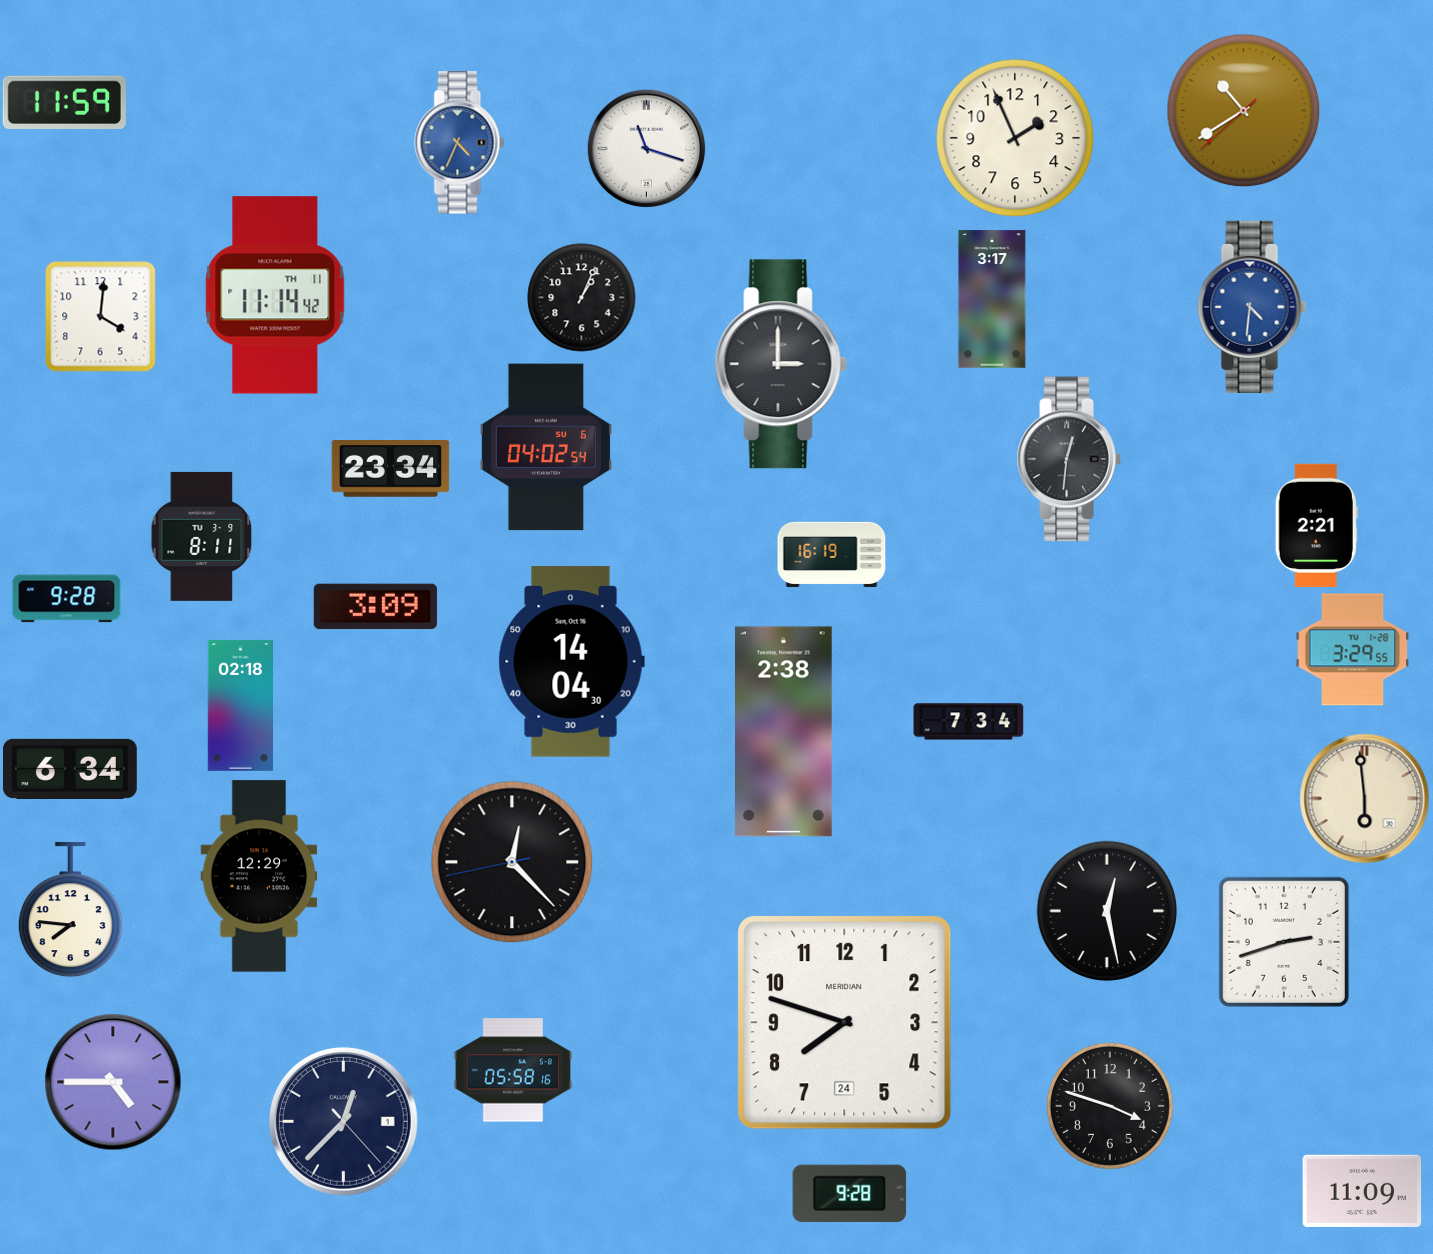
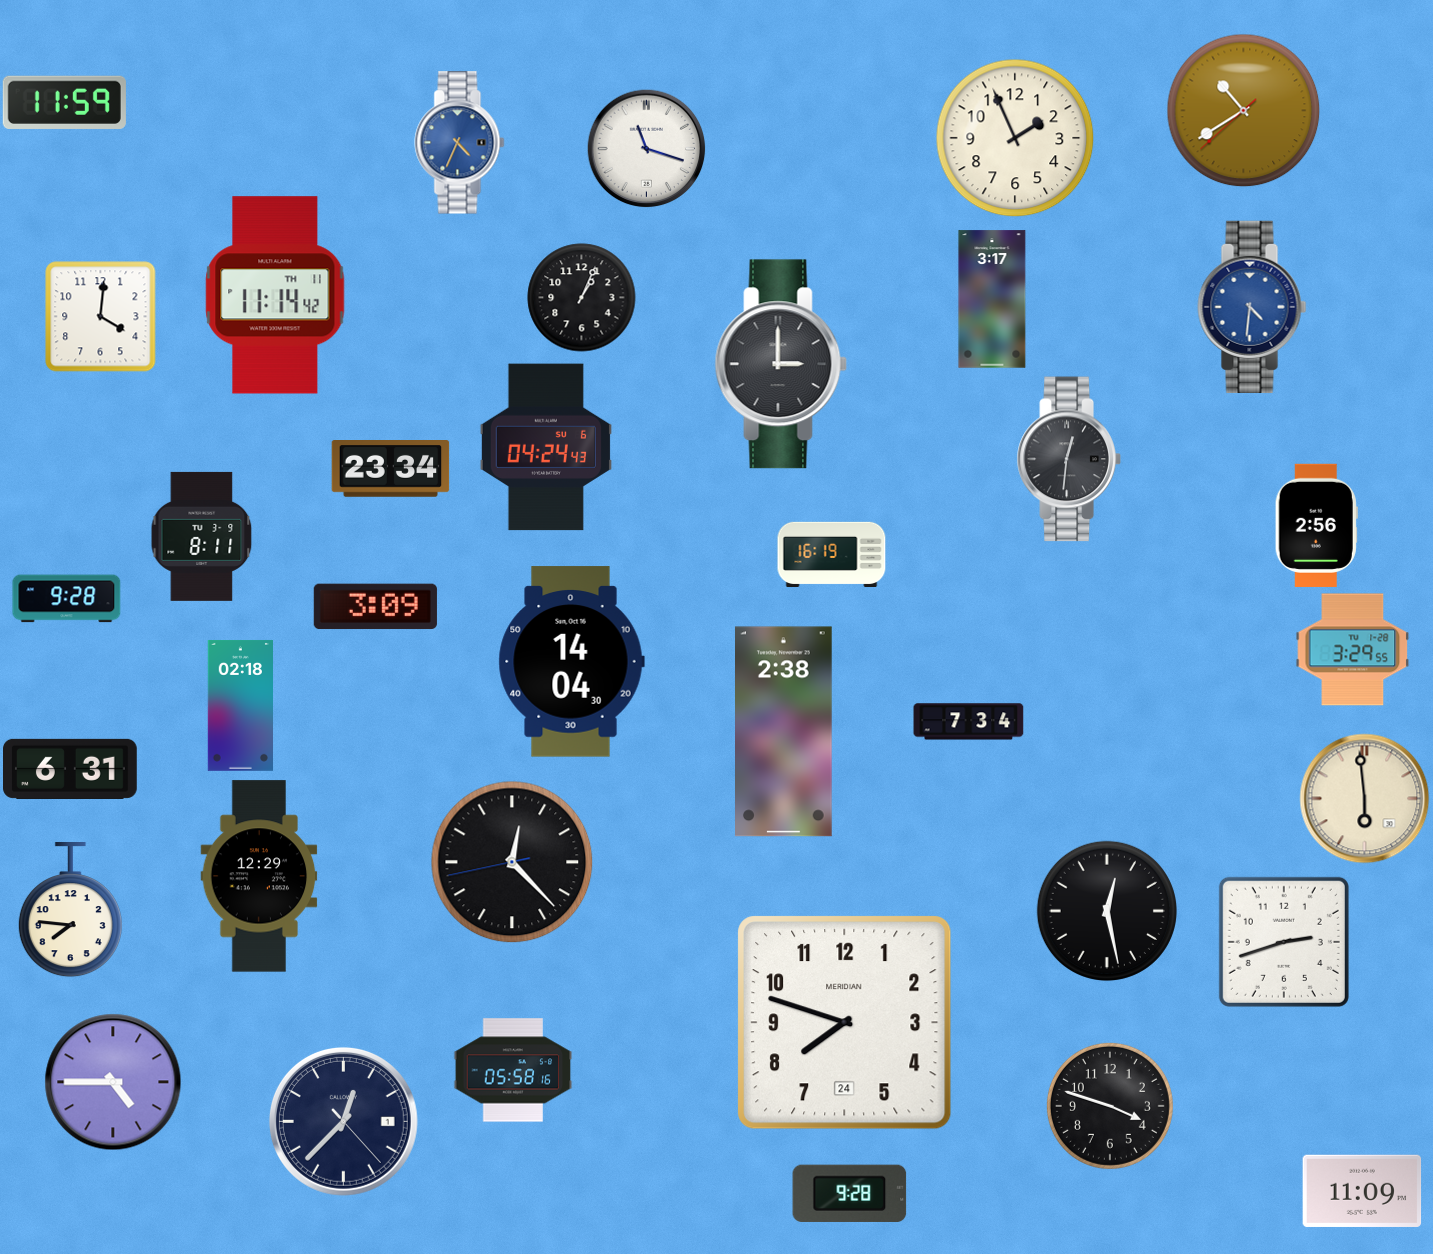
clock at (546, 447): 04:02 -> 04:24
clock at (1316, 525): 2:21 -> 2:56
clock at (71, 769): 6:34 -> 6:31
